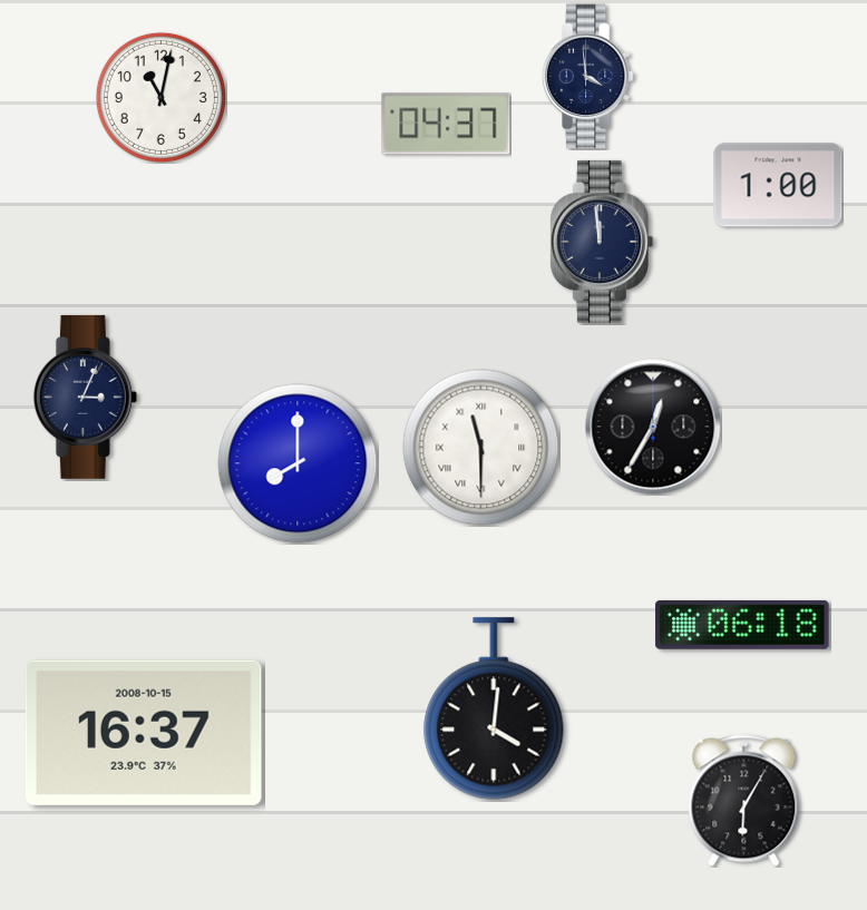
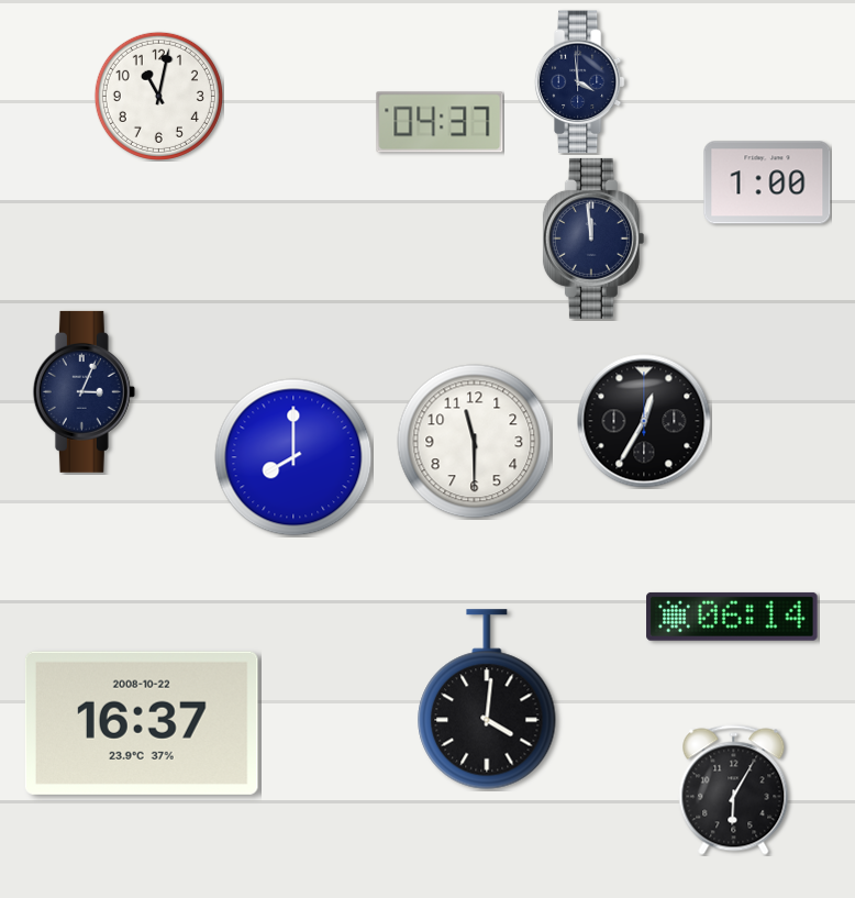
clock at (587, 77) position: (587, 77) -> (579, 82)
clock at (481, 448) numerals: Roman -> Arabic
clock at (742, 625): 06:18 -> 06:14
clock at (144, 733) date: 2008-10-15 -> 2008-10-22
